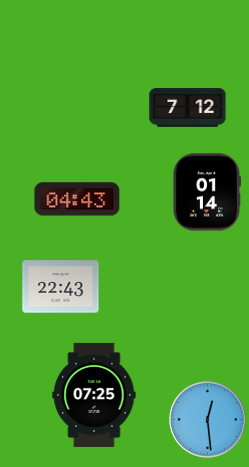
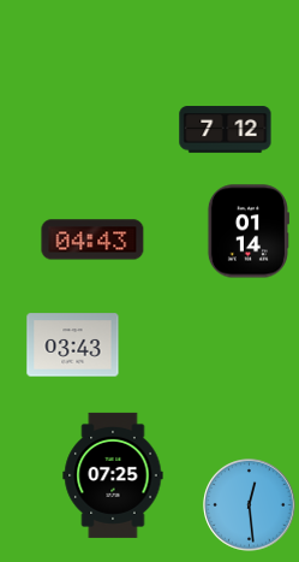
clock at (61, 287): 22:43 -> 03:43
